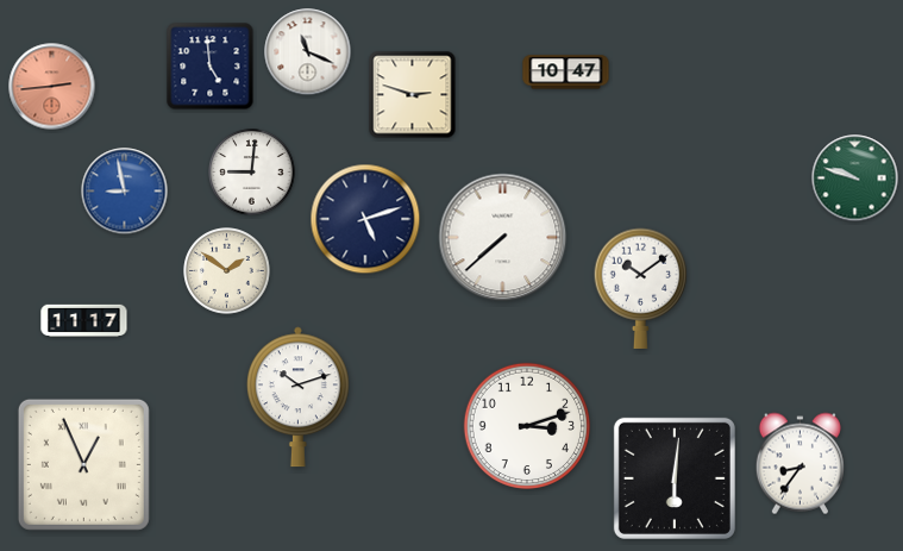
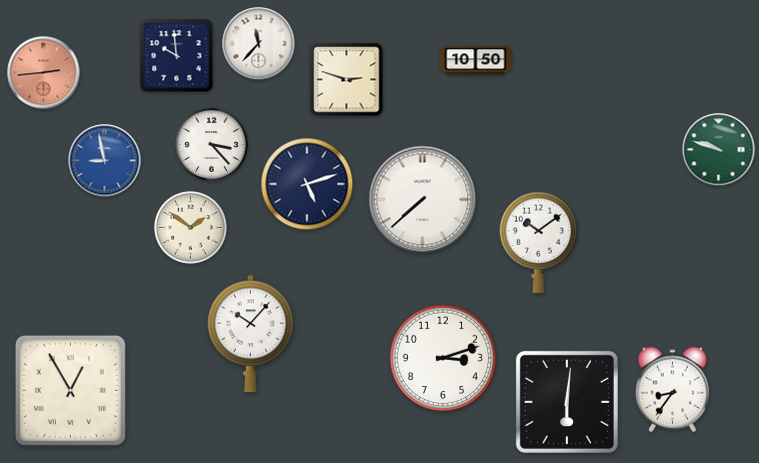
clock at (308, 52): 11:19 -> 11:37
clock at (211, 67): 4:59 -> 9:59
clock at (566, 73): 10:47 -> 10:50
clock at (252, 173): 9:01 -> 3:23
clock at (84, 320): 11:17 -> none
clock at (297, 397): 10:12 -> 10:07
clock at (83, 464): 12:56 -> 12:55
